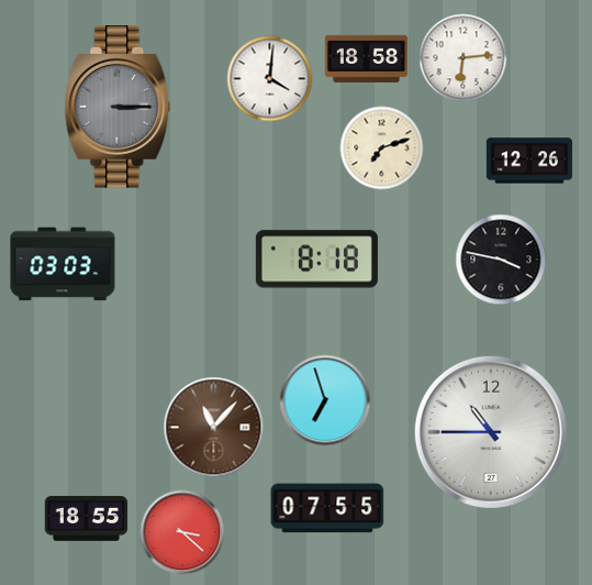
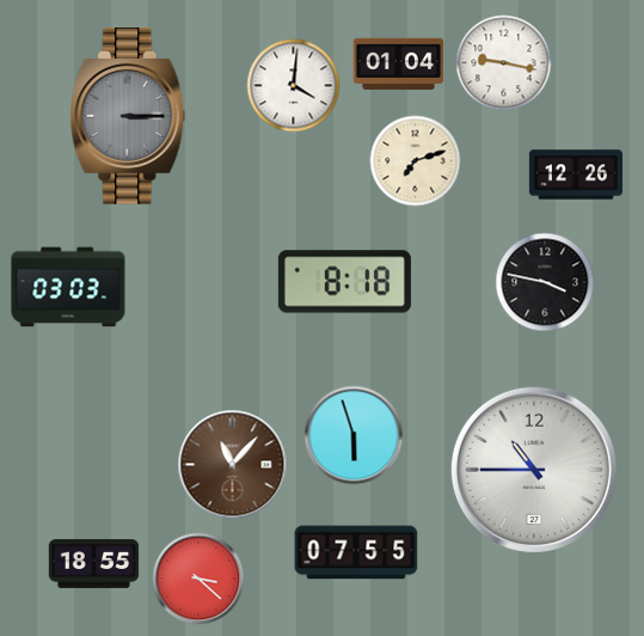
clock at (367, 58): 18:58 -> 01:04
clock at (463, 58): 6:14 -> 9:17
clock at (325, 400): 6:57 -> 5:57
